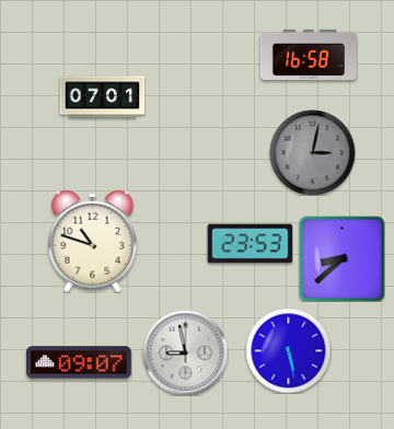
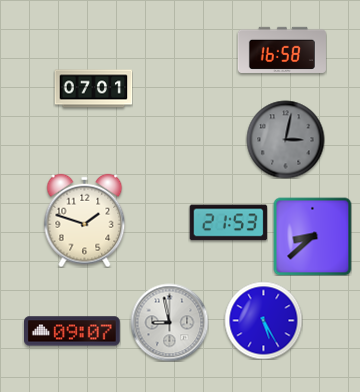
clock at (93, 241): 10:48 -> 1:48
clock at (250, 244): 23:53 -> 21:53
clock at (288, 350): 5:28 -> 5:25
